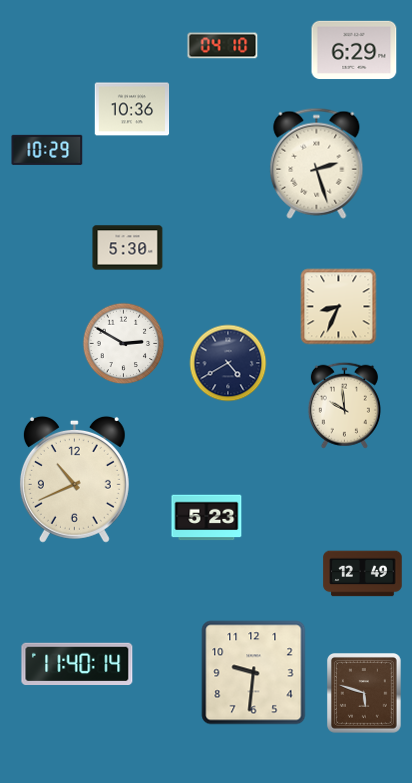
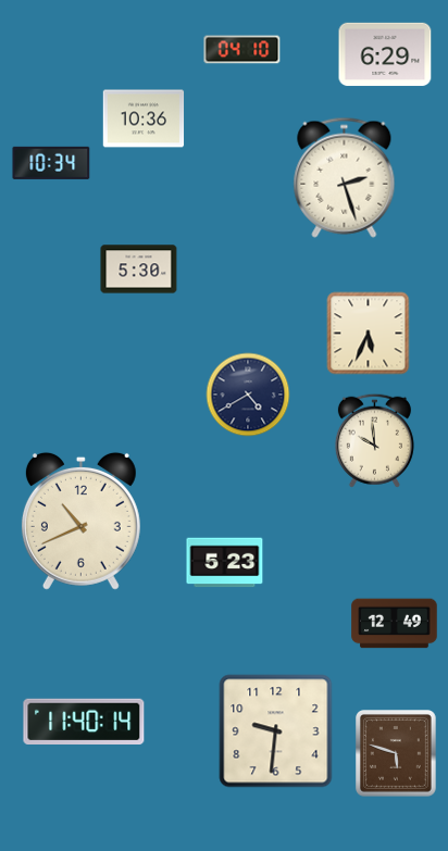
clock at (47, 150): 10:29 -> 10:34
clock at (339, 307): 8:34 -> 5:34
clock at (124, 344): 2:50 -> none
